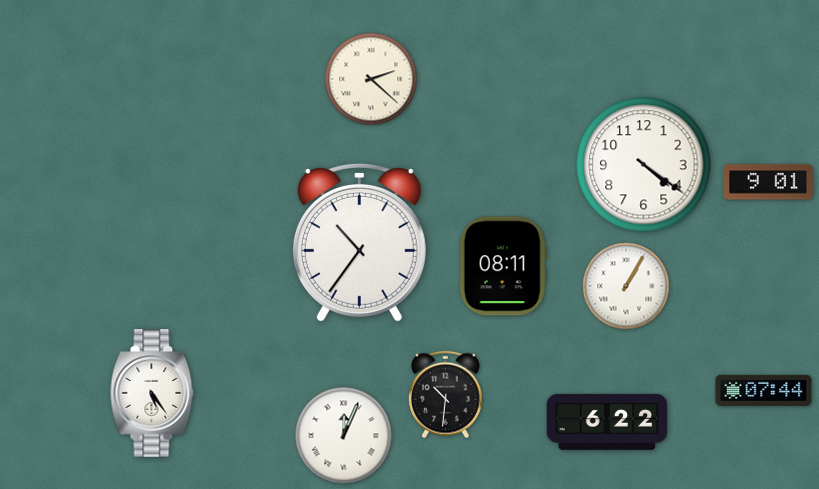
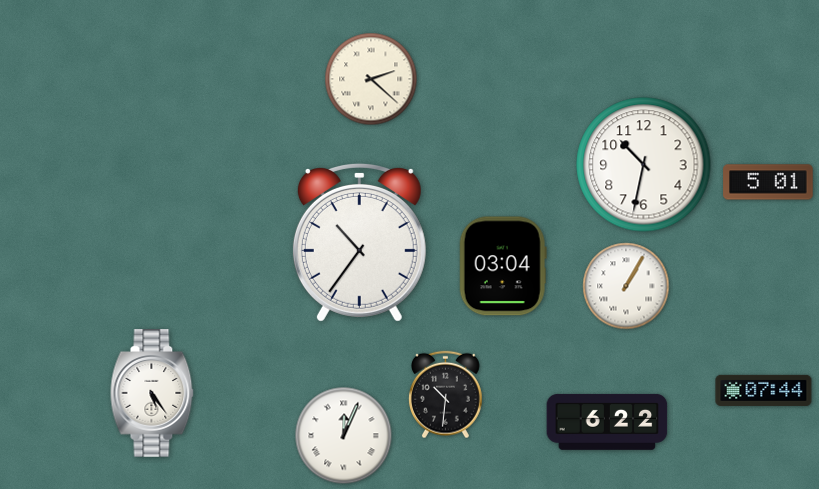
clock at (644, 165): 4:21 -> 10:32
clock at (768, 182): 9:01 -> 5:01
clock at (503, 266): 08:11 -> 03:04
